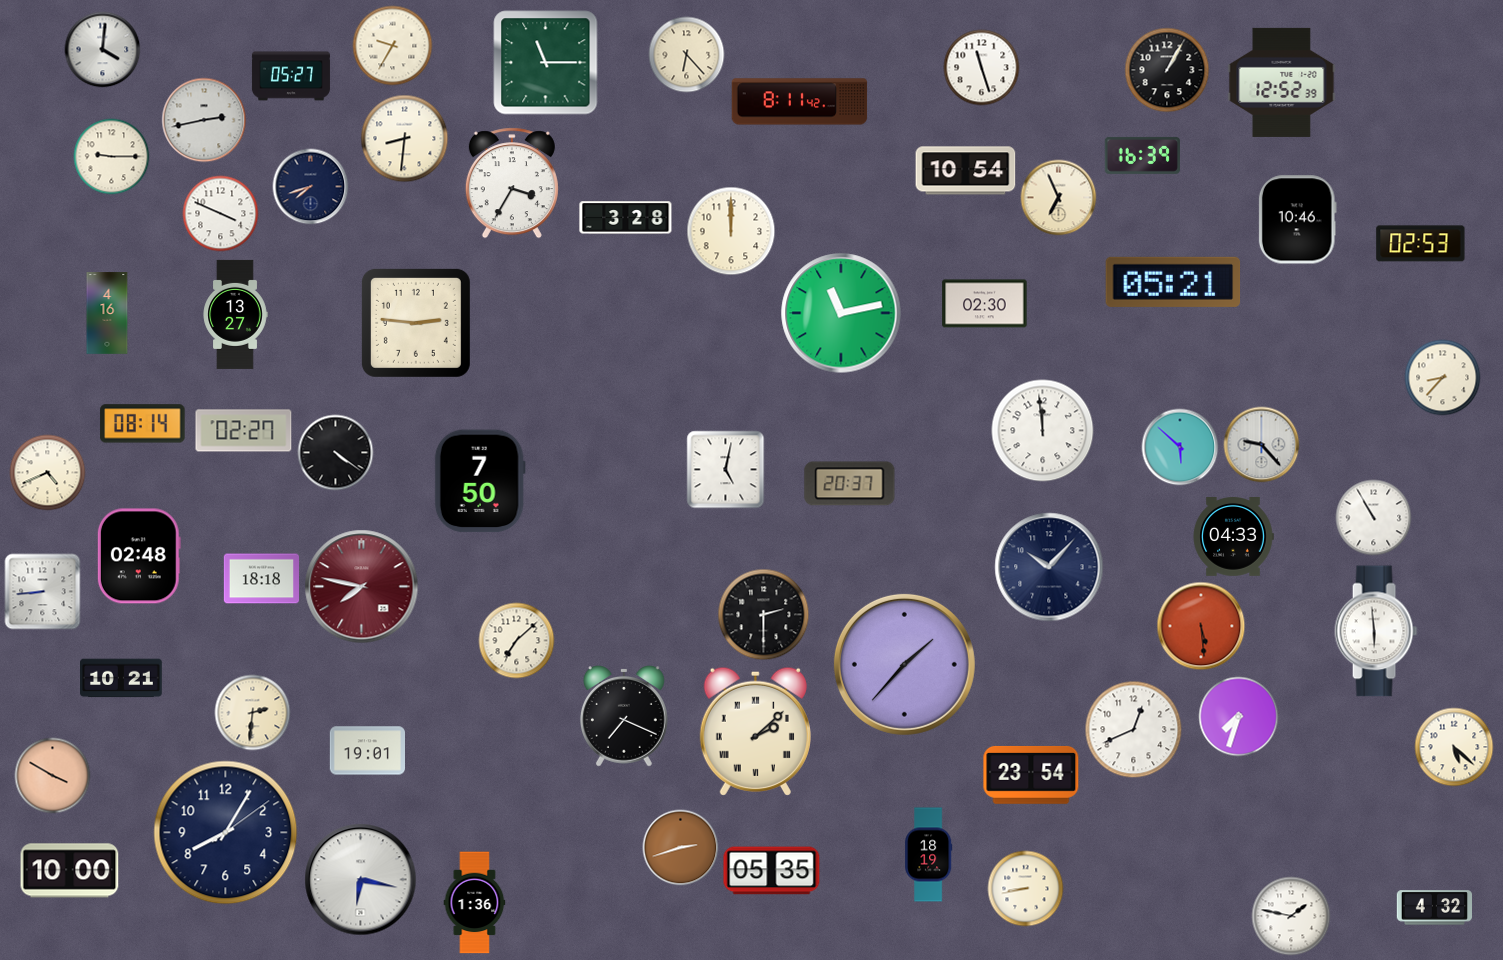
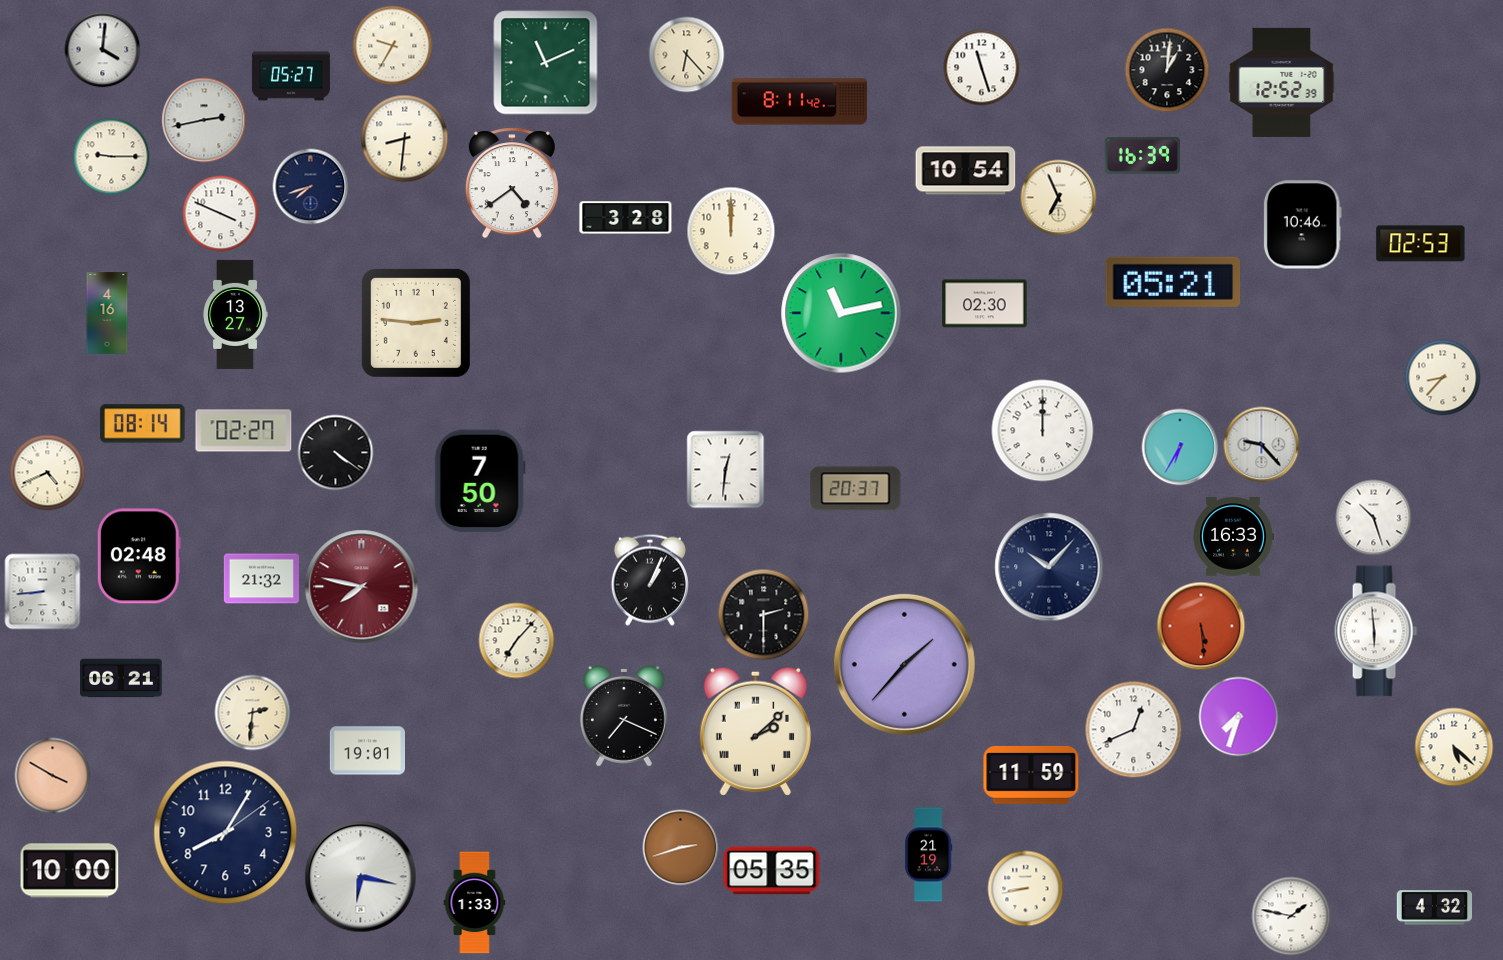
clock at (546, 63): 11:15 -> 11:11
clock at (1167, 70): 1:05 -> 1:01
clock at (512, 183): 3:35 -> 4:39
clock at (1297, 220) position: (1297, 220) -> (1302, 225)
clock at (1043, 431): 11:59 -> 12:00
clock at (1180, 447): 5:52 -> 6:35
clock at (726, 470): 5:02 -> 12:31
clock at (850, 484) position: (850, 484) -> (856, 489)
clock at (1374, 518): 10:55 -> 10:27
clock at (1233, 537): 04:33 -> 16:33
clock at (262, 579): 18:18 -> 21:32
clock at (650, 580): none -> 1:04
clock at (517, 641): 7:08 -> 7:07
clock at (121, 678): 10:21 -> 06:21
clock at (1031, 775): 23:54 -> 11:59
clock at (929, 855): 18:19 -> 21:19
clock at (361, 880) position: (361, 880) -> (361, 877)
clock at (475, 903): 1:36 -> 1:33
